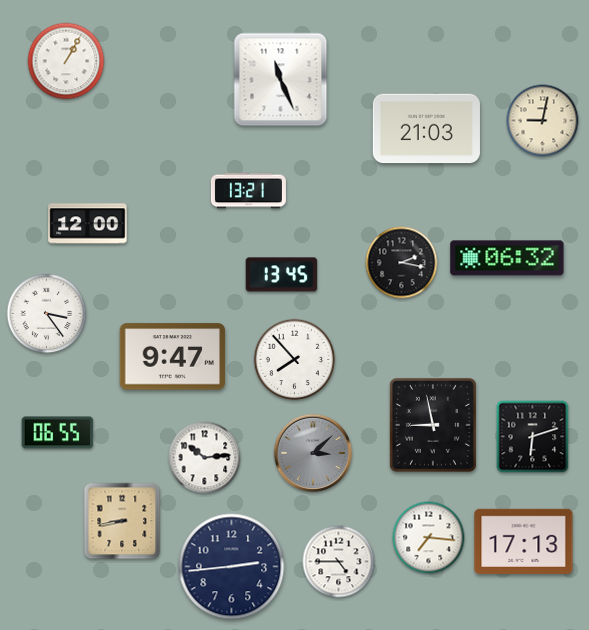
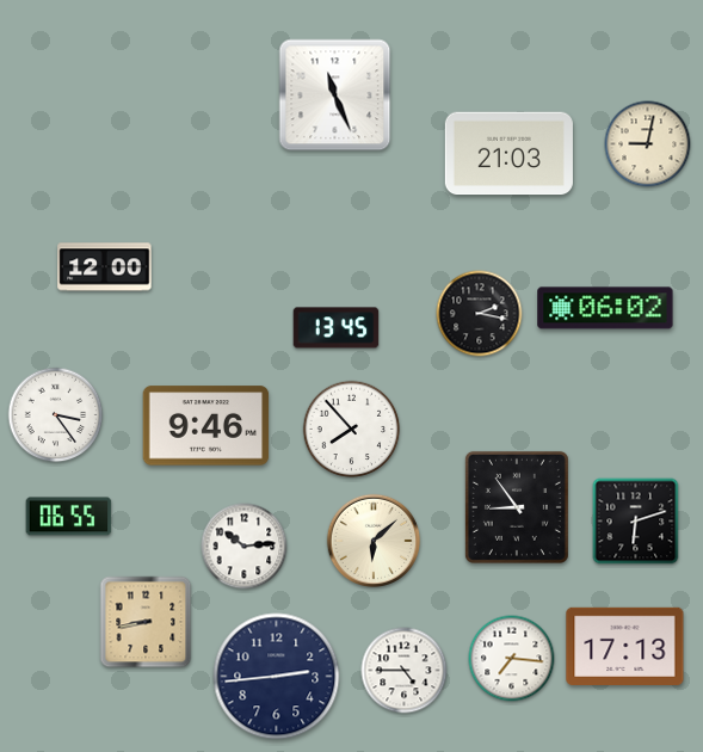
clock at (66, 61): 1:05 -> none
clock at (248, 191): 13:21 -> none
clock at (507, 258): 06:32 -> 06:02
clock at (47, 314) position: (47, 314) -> (56, 415)
clock at (173, 357): 9:47 -> 9:46
clock at (433, 425): 8:58 -> 8:54
clock at (313, 453): 3:08 -> 6:08
clock at (313, 453) dial: grey -> cream
clock at (429, 538) position: (429, 538) -> (512, 659)
